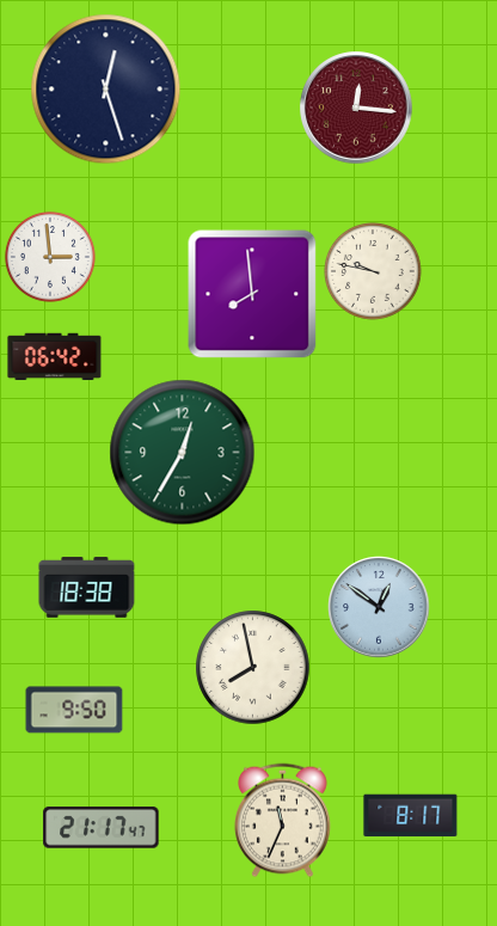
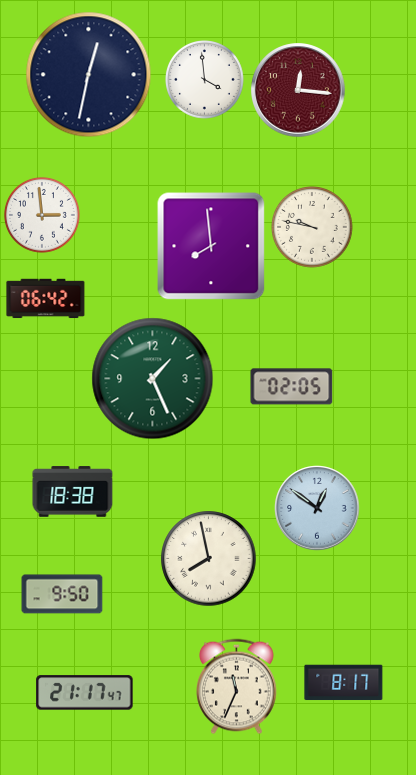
clock at (106, 90): 12:27 -> 12:32
clock at (205, 80): none -> 3:59
clock at (183, 453): 12:35 -> 1:26
clock at (292, 387): none -> 02:05
clock at (253, 668) position: (253, 668) -> (209, 559)
